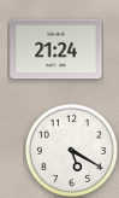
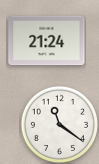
clock at (71, 150): 5:20 -> 11:21
